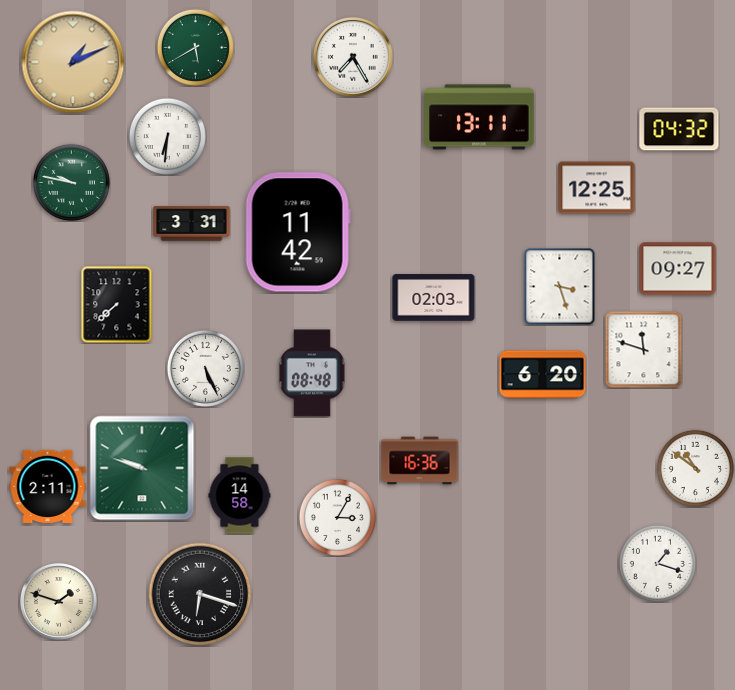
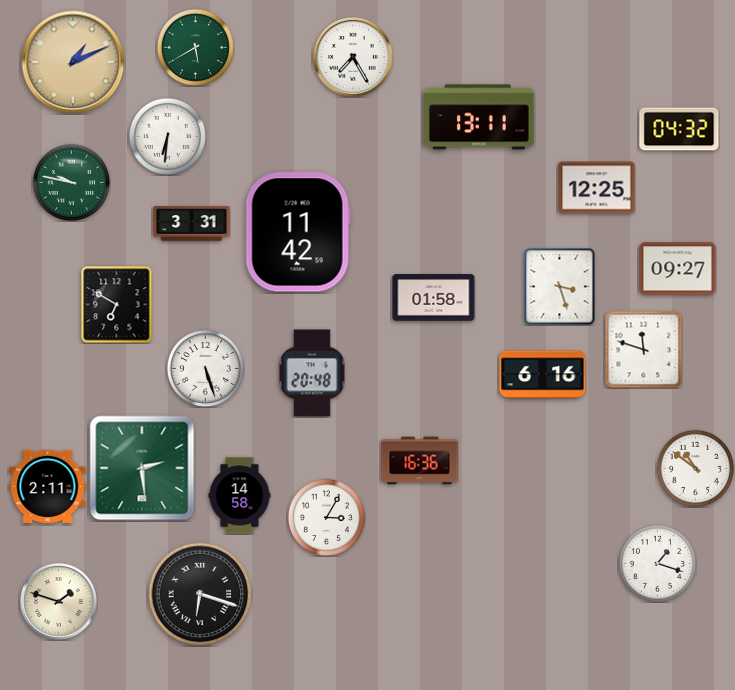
clock at (434, 298): 02:03 -> 01:58
clock at (117, 304): 7:38 -> 6:50
clock at (205, 368): 5:26 -> 5:27
clock at (312, 373): 08:48 -> 20:48
clock at (543, 375): 6:20 -> 6:16
clock at (142, 468): 9:48 -> 2:29
clock at (337, 517) position: (337, 517) -> (326, 517)
